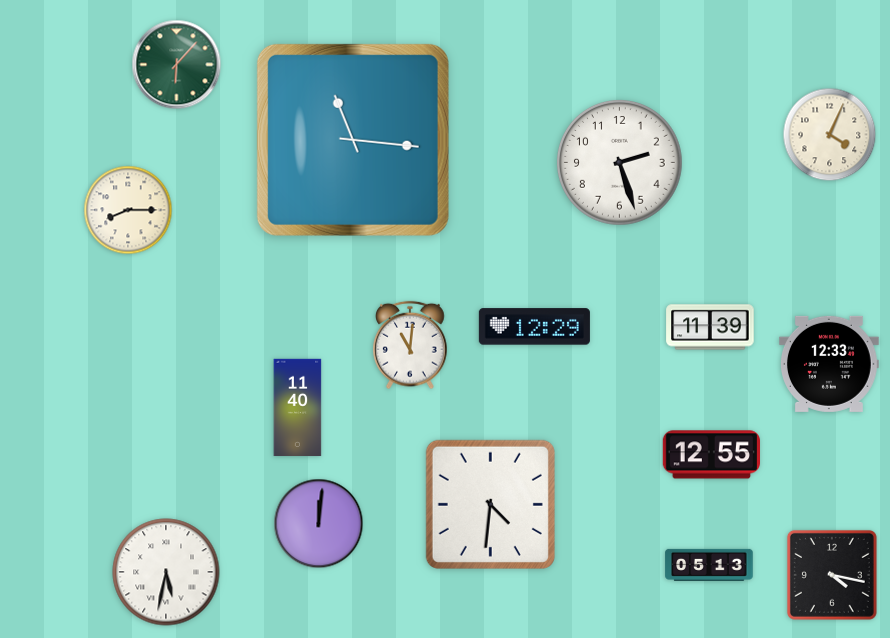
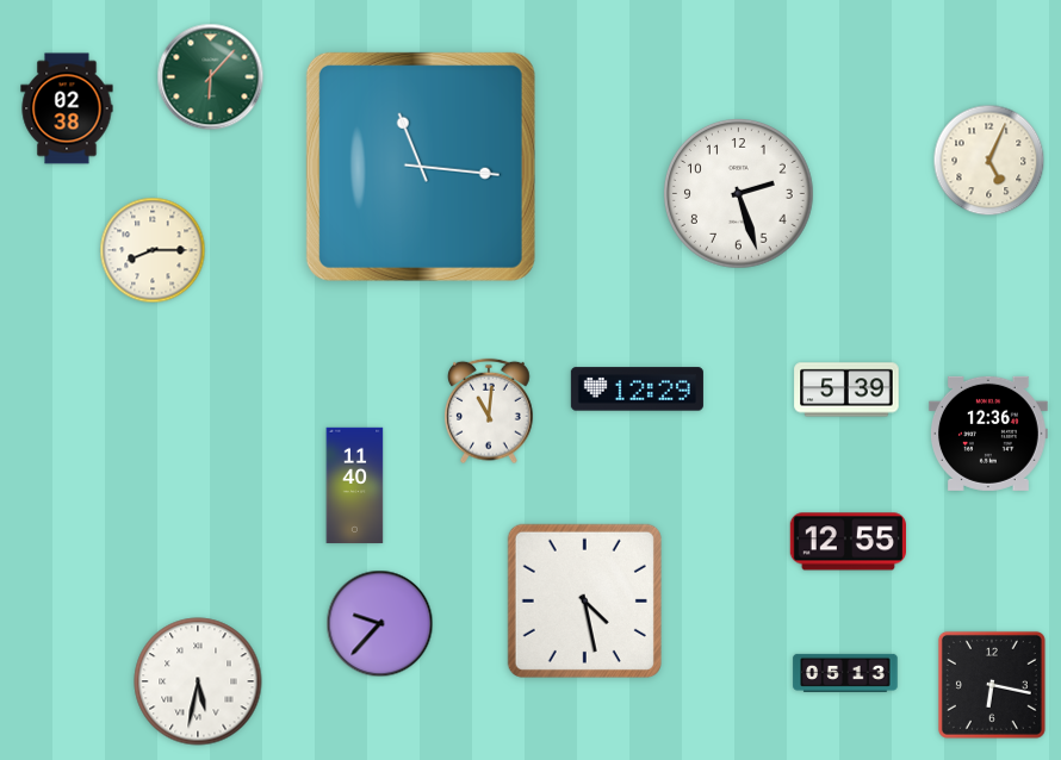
clock at (67, 108): none -> 02:38
clock at (830, 135): 4:04 -> 5:04
clock at (710, 327): 11:39 -> 5:39
clock at (829, 364): 12:33 -> 12:36
clock at (490, 504): 4:31 -> 4:28
clock at (319, 524): 12:01 -> 9:37
clock at (832, 575): 4:17 -> 6:17
